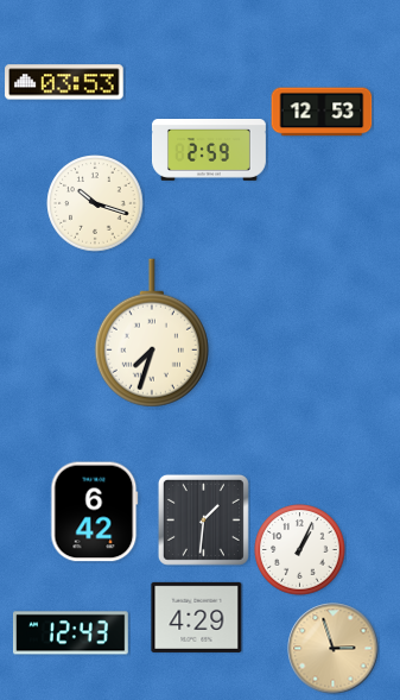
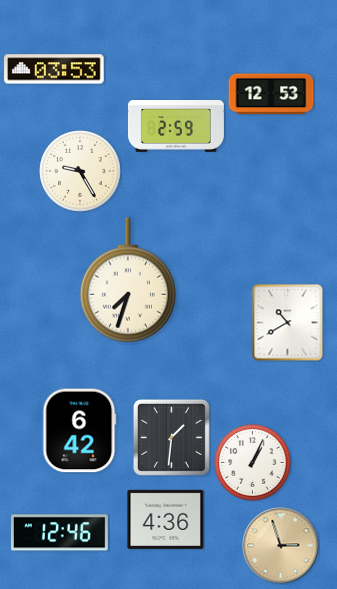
clock at (95, 203): 10:18 -> 9:25
clock at (288, 323): none -> 10:40
clock at (197, 617): 4:29 -> 4:36
clock at (70, 633): 12:43 -> 12:46
